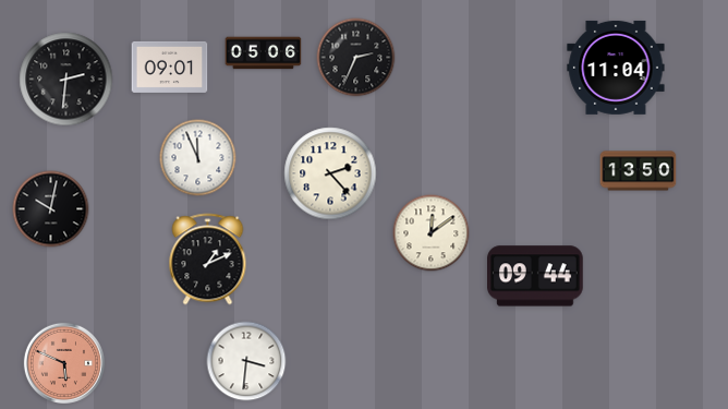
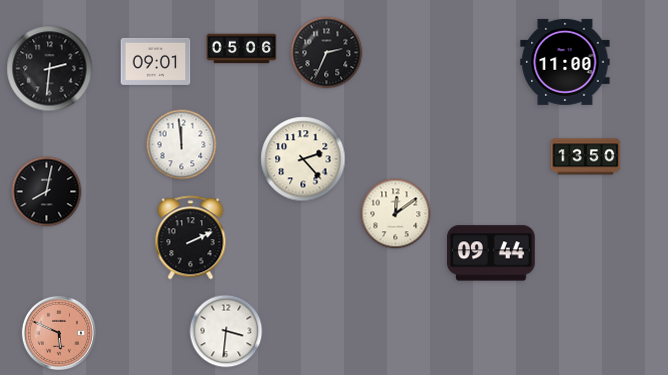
clock at (616, 68): 11:04 -> 11:00
clock at (66, 80) position: (66, 80) -> (50, 69)
clock at (198, 158): 11:56 -> 11:59
clock at (51, 209): 10:02 -> 8:02
clock at (208, 260): 1:11 -> 2:11
